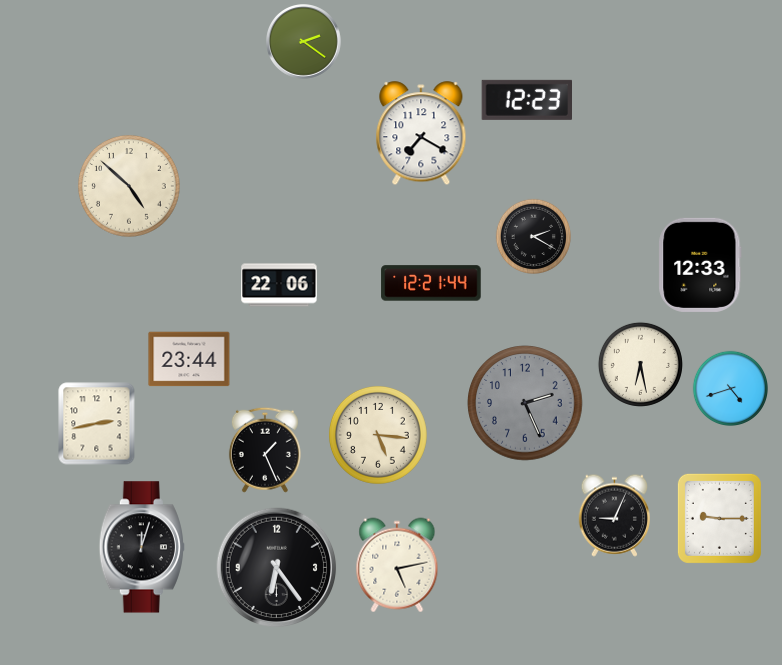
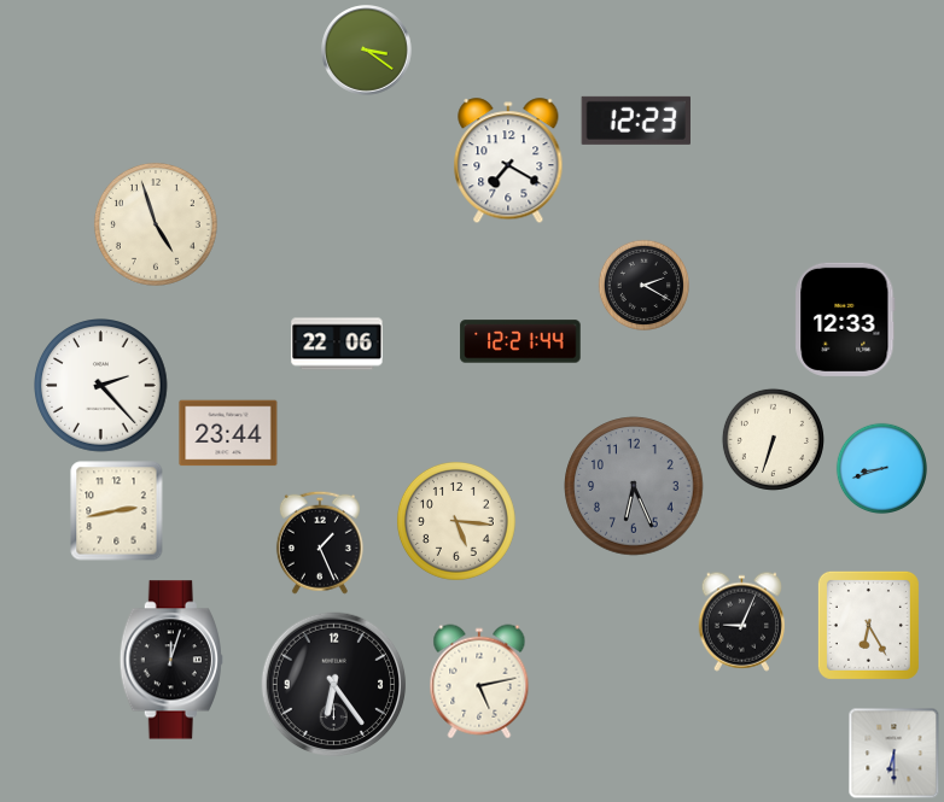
clock at (304, 42): 2:21 -> 3:21
clock at (129, 186): 4:52 -> 4:57
clock at (101, 386): none -> 2:23
clock at (640, 364): 6:28 -> 6:33
clock at (730, 388): 4:42 -> 8:42
clock at (525, 403): 2:26 -> 6:26
clock at (378, 435) position: (378, 435) -> (456, 521)
clock at (719, 518): 9:15 -> 6:25
clock at (895, 754): none -> 6:30
